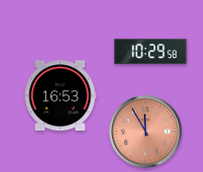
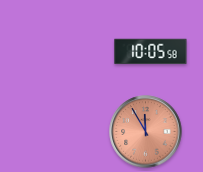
clock at (151, 52): 10:29 -> 10:05
clock at (60, 96): 16:53 -> none
